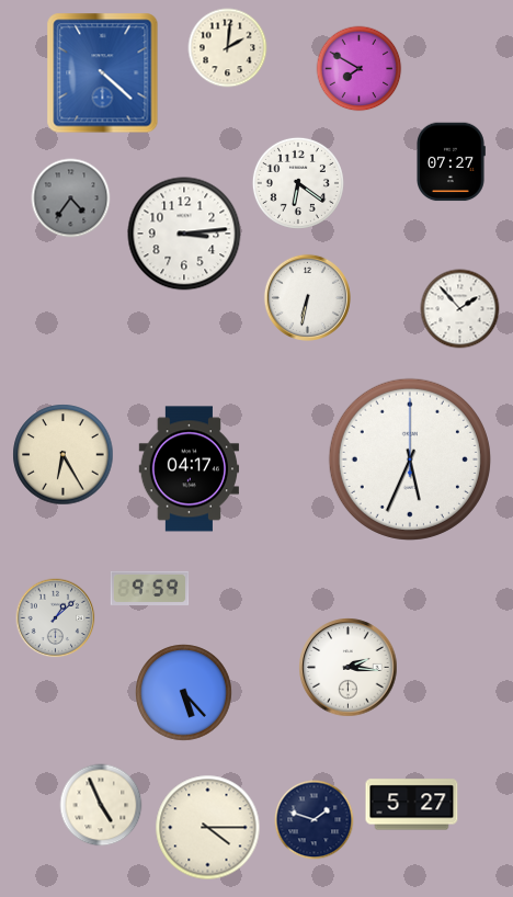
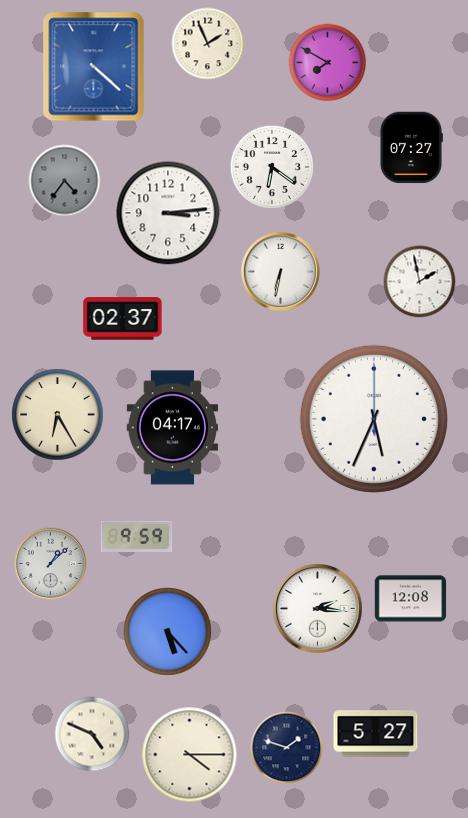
clock at (228, 48): 2:01 -> 1:56
clock at (460, 309): 1:53 -> 1:58
clock at (123, 319): none -> 02:37
clock at (411, 599): none -> 12:08
clock at (101, 805): 4:56 -> 4:49
